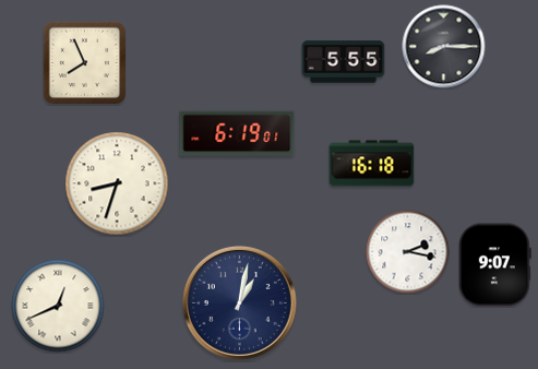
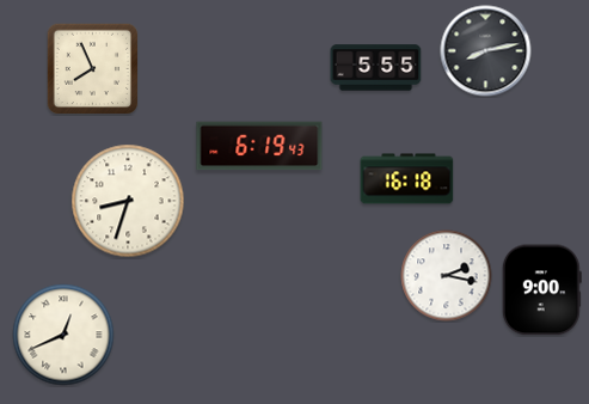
clock at (444, 47): 8:15 -> 8:13
clock at (237, 133): 6:19:01 -> 6:19:43
clock at (494, 265): 9:07 -> 9:00
clock at (239, 302): 1:02 -> none
